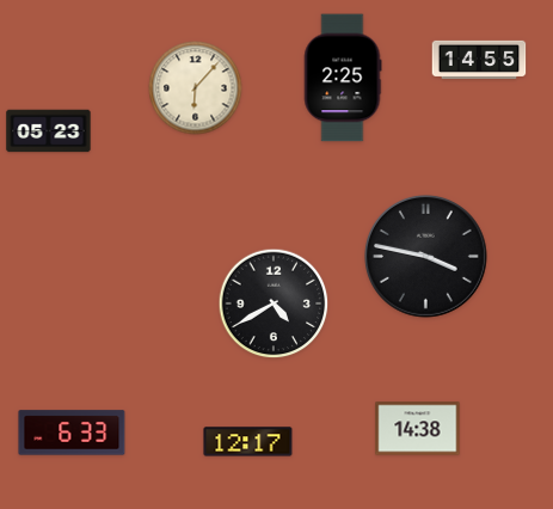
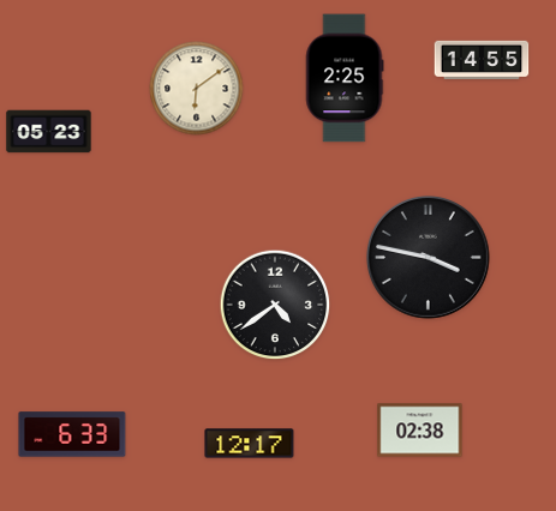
clock at (196, 88): 6:07 -> 6:09
clock at (274, 303): 4:40 -> 4:39
clock at (418, 429): 14:38 -> 02:38
